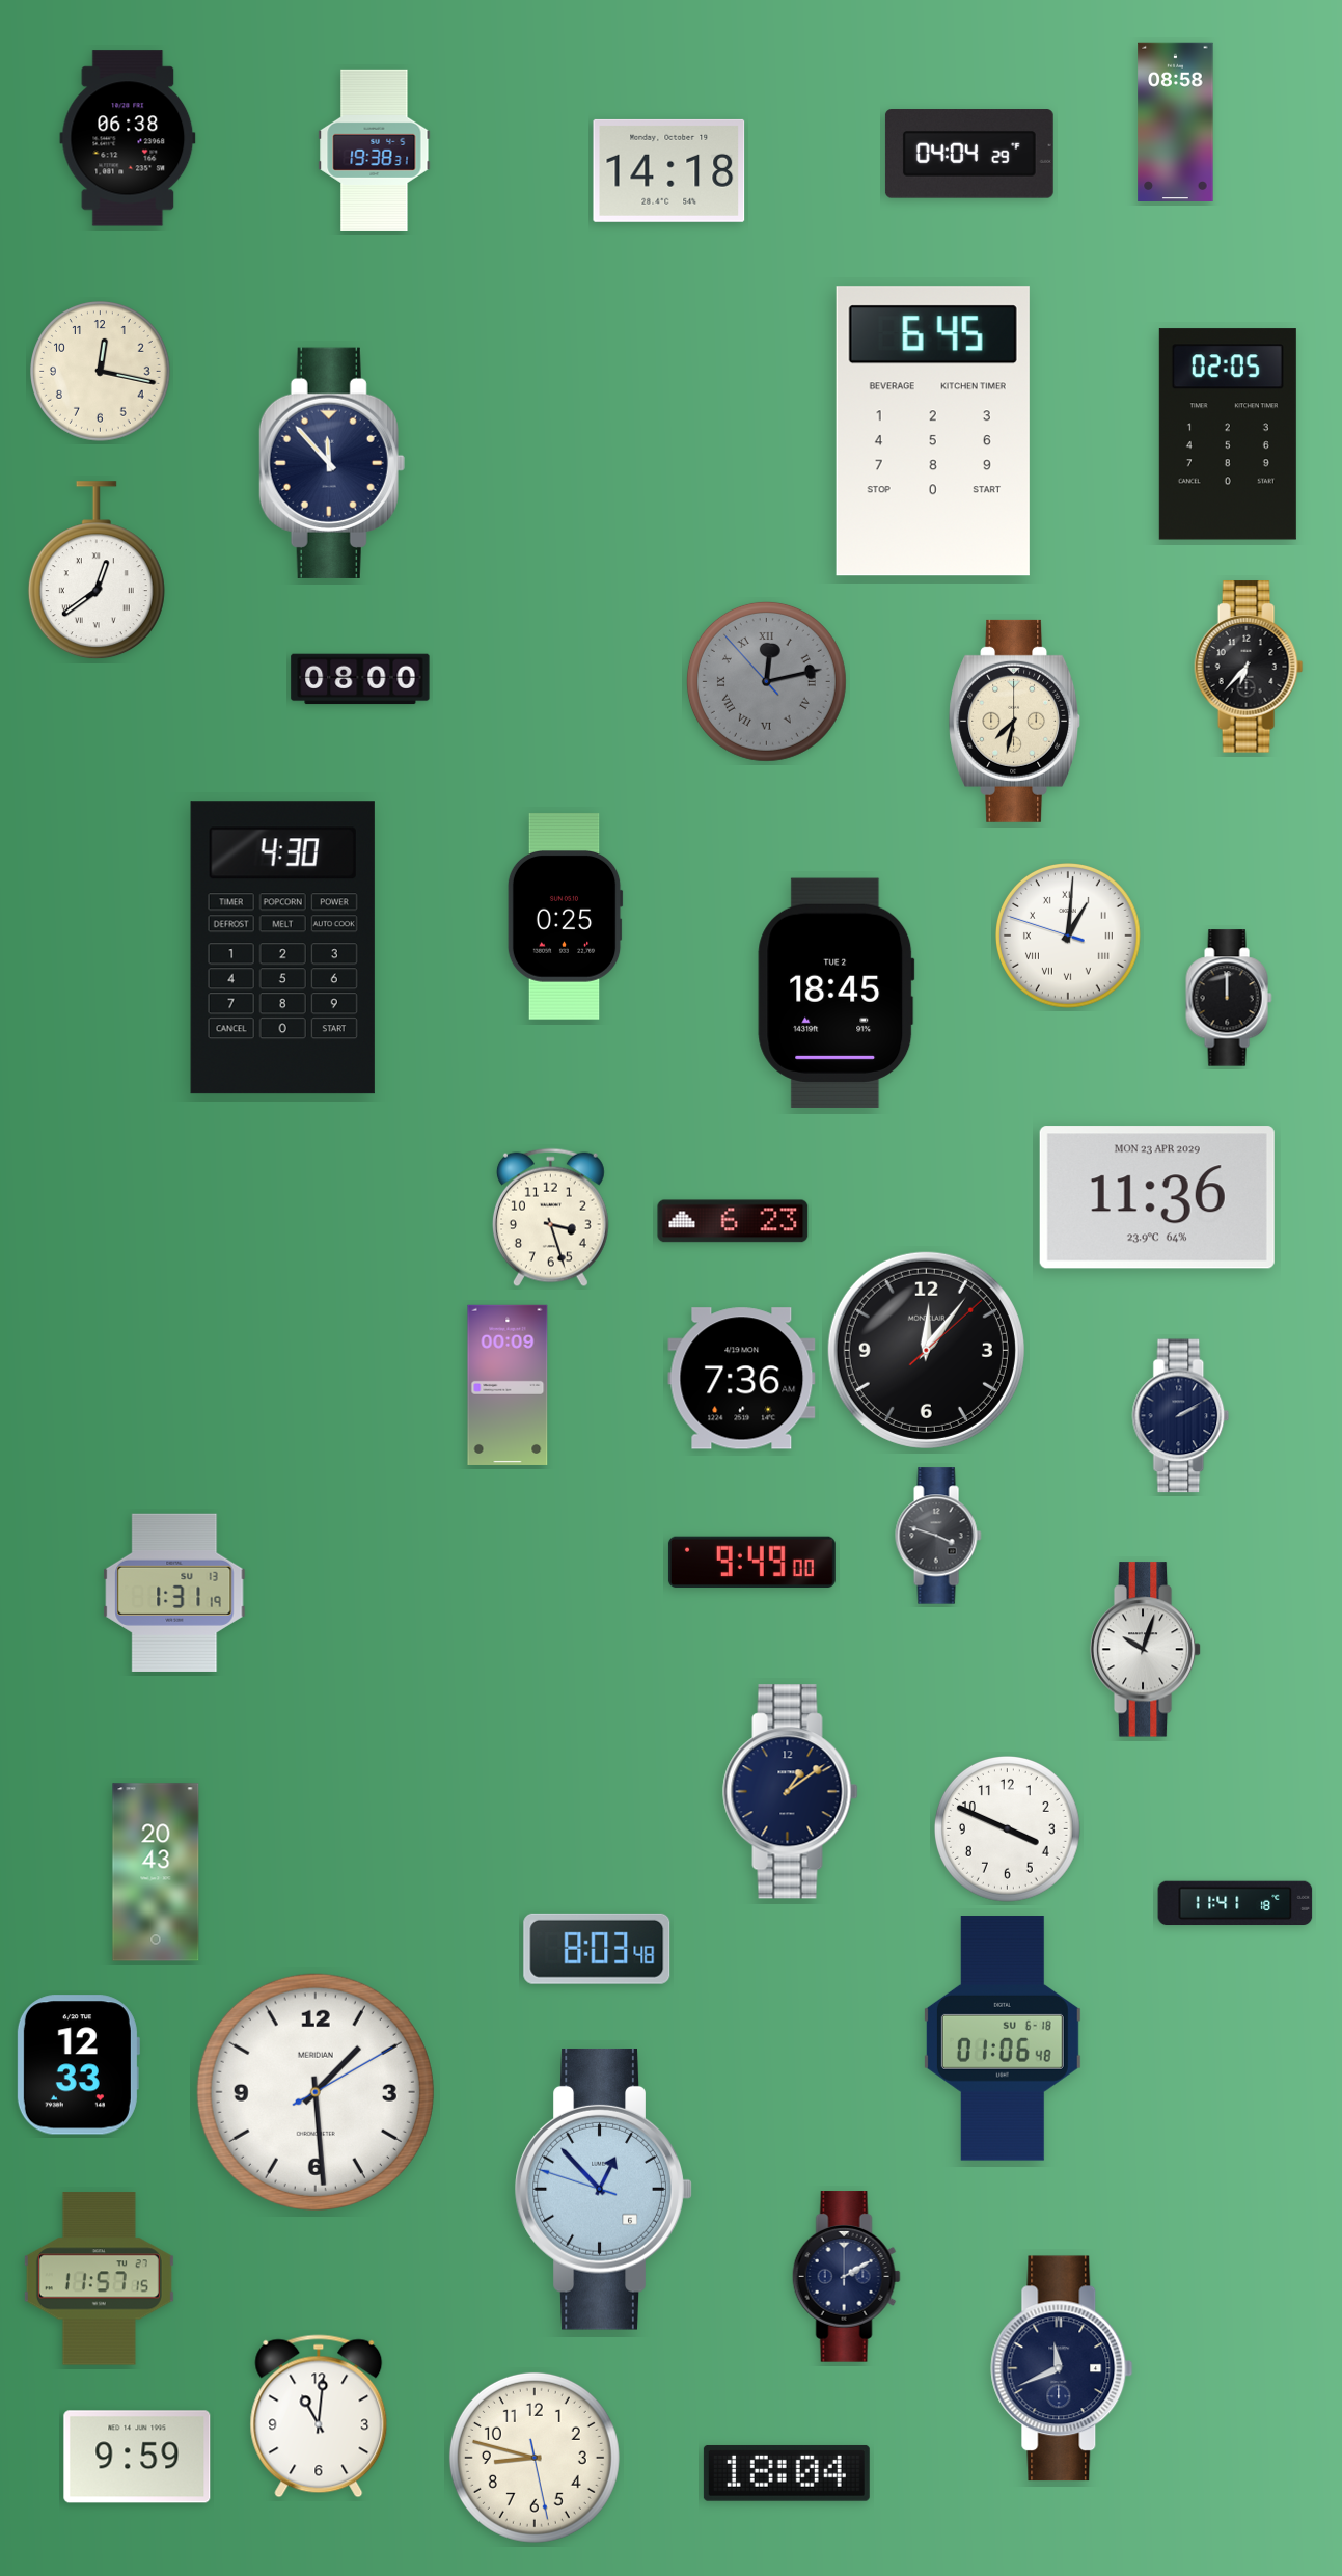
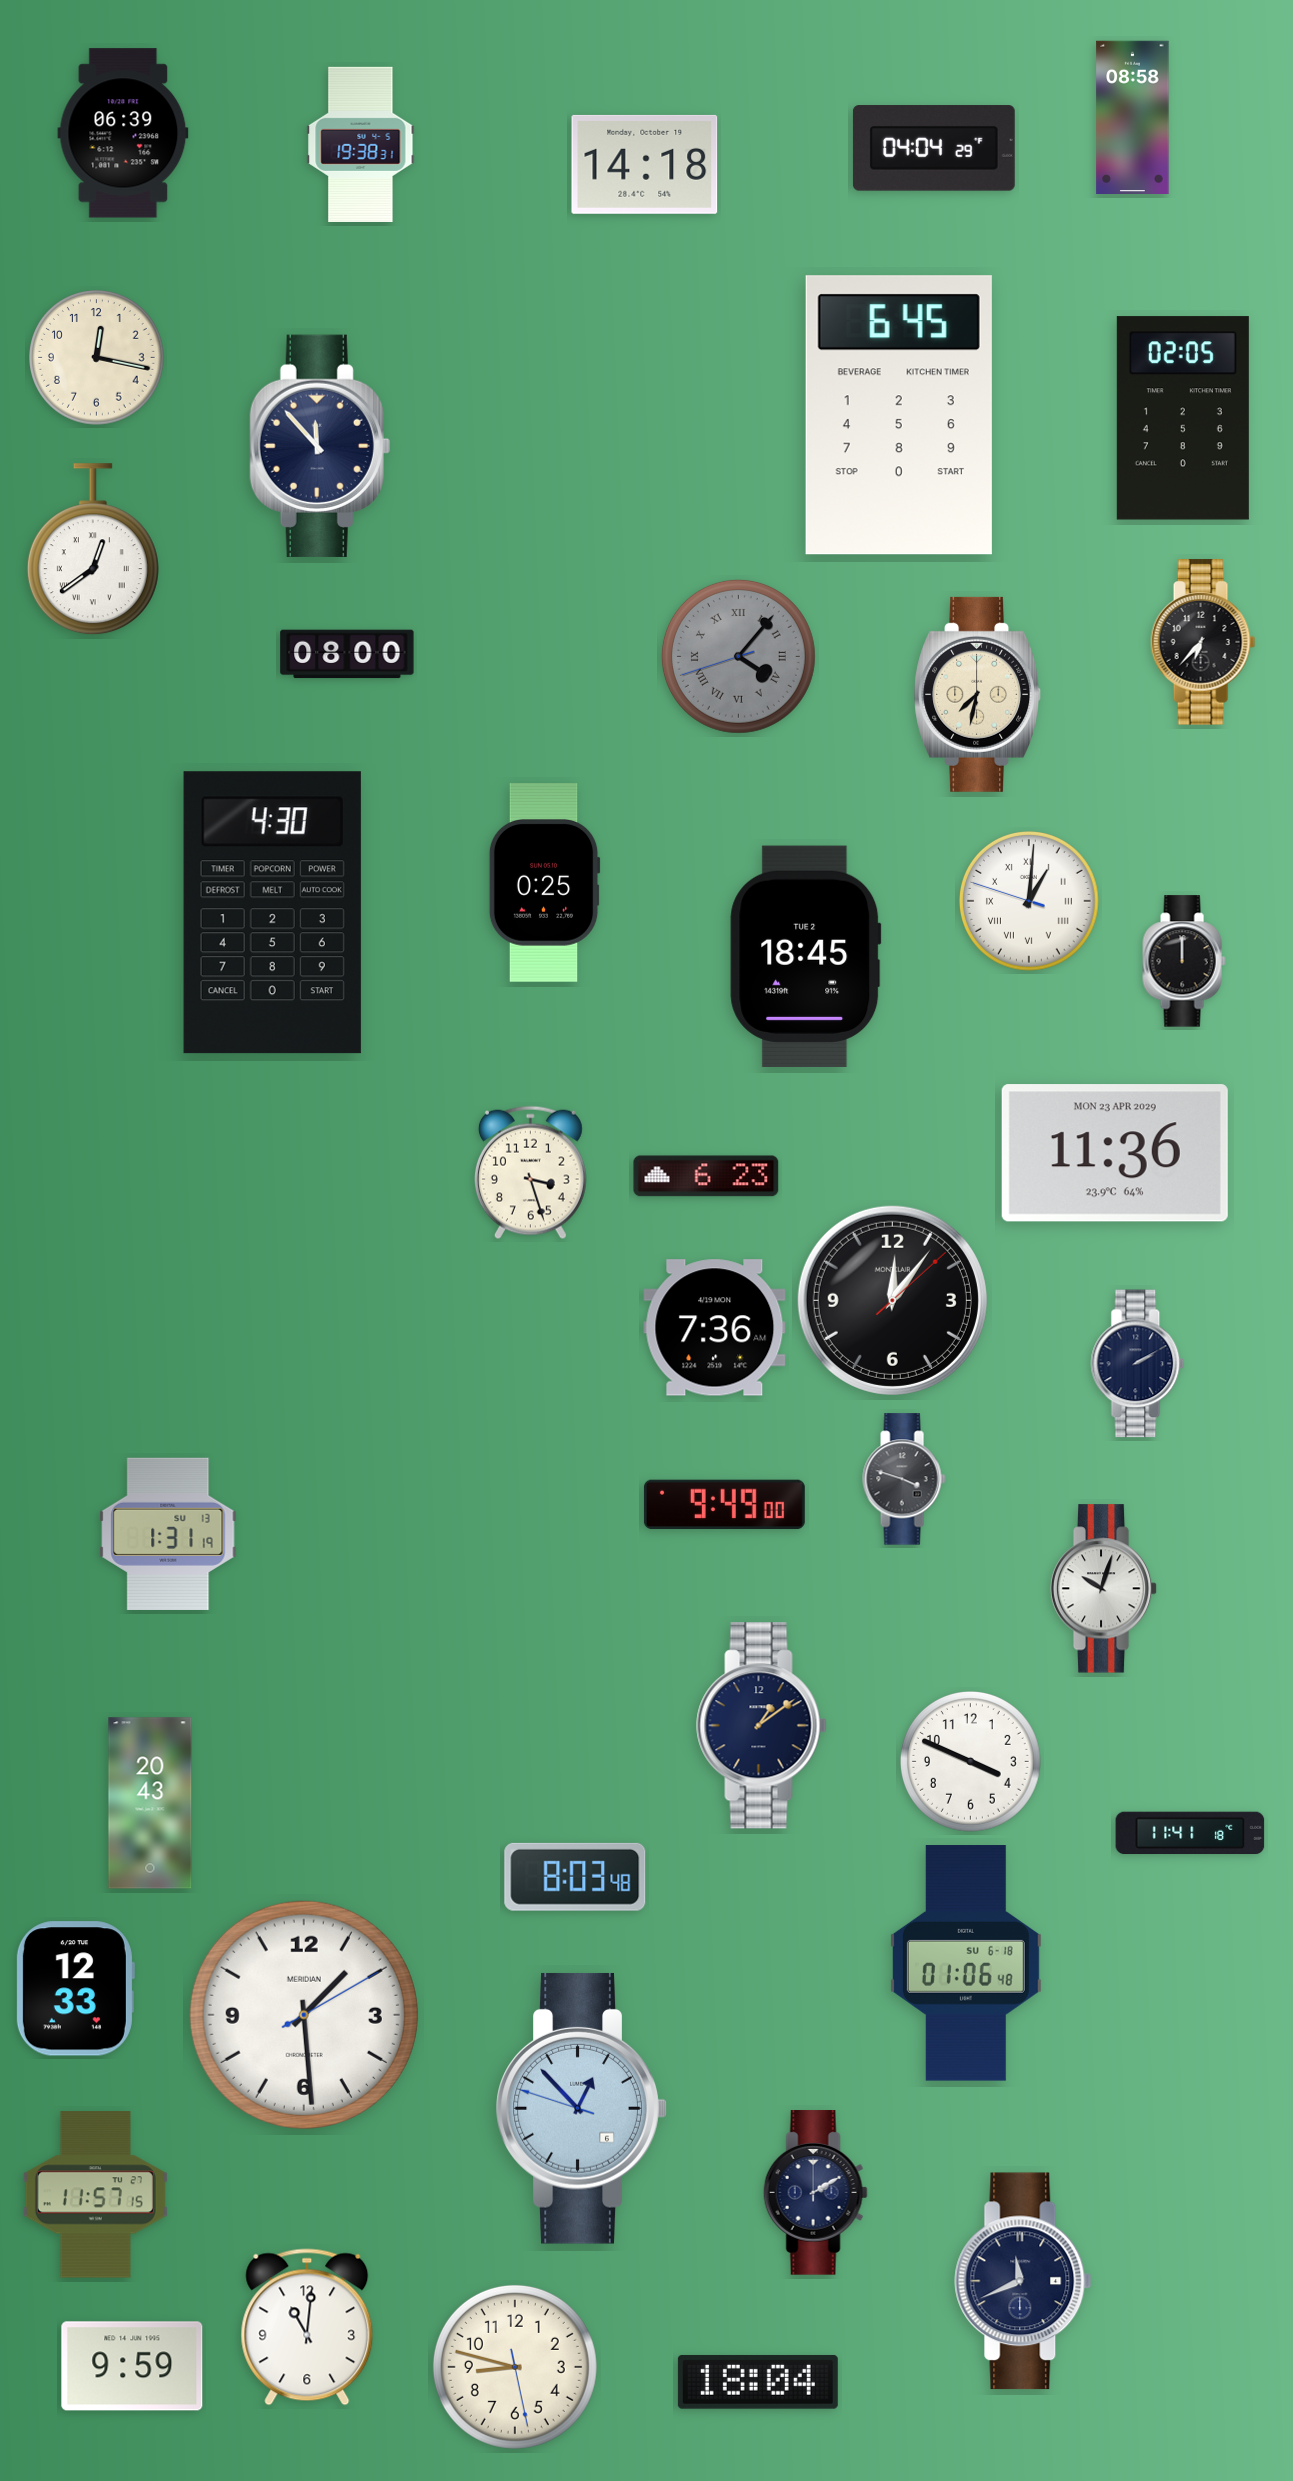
clock at (128, 138): 06:38 -> 06:39
clock at (766, 681): 12:12 -> 4:06
clock at (508, 1385): 00:09 -> none
